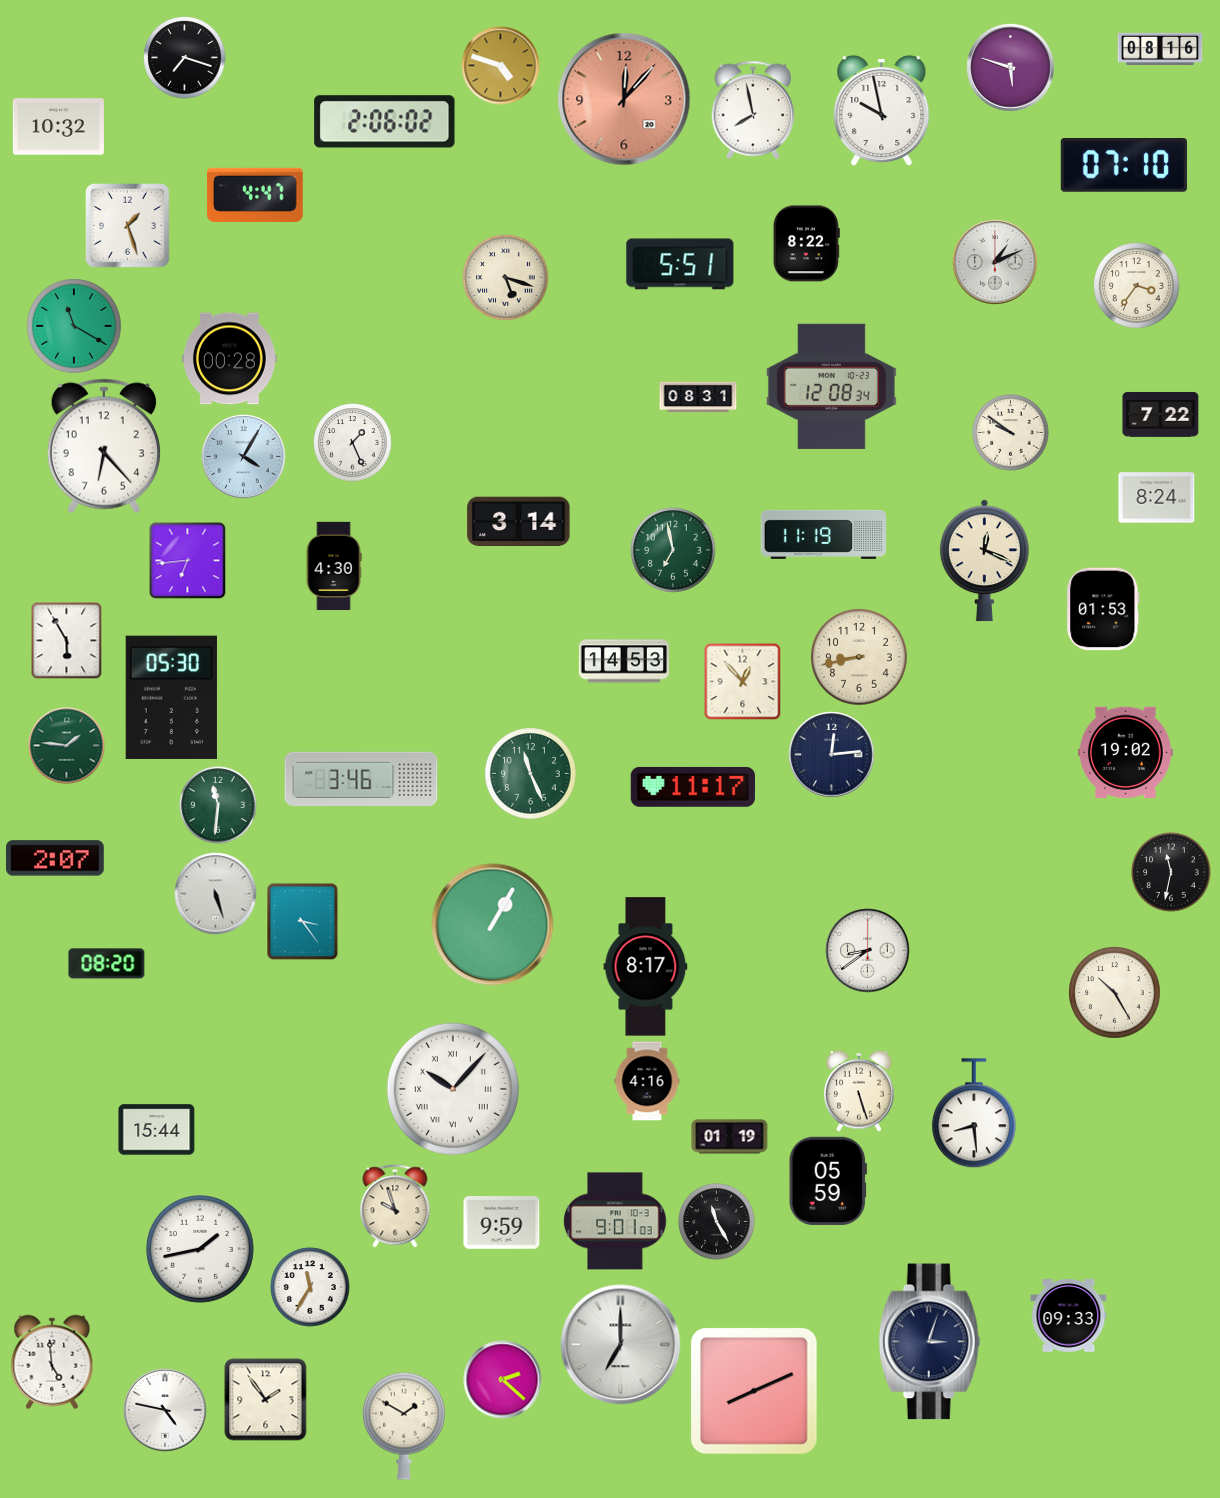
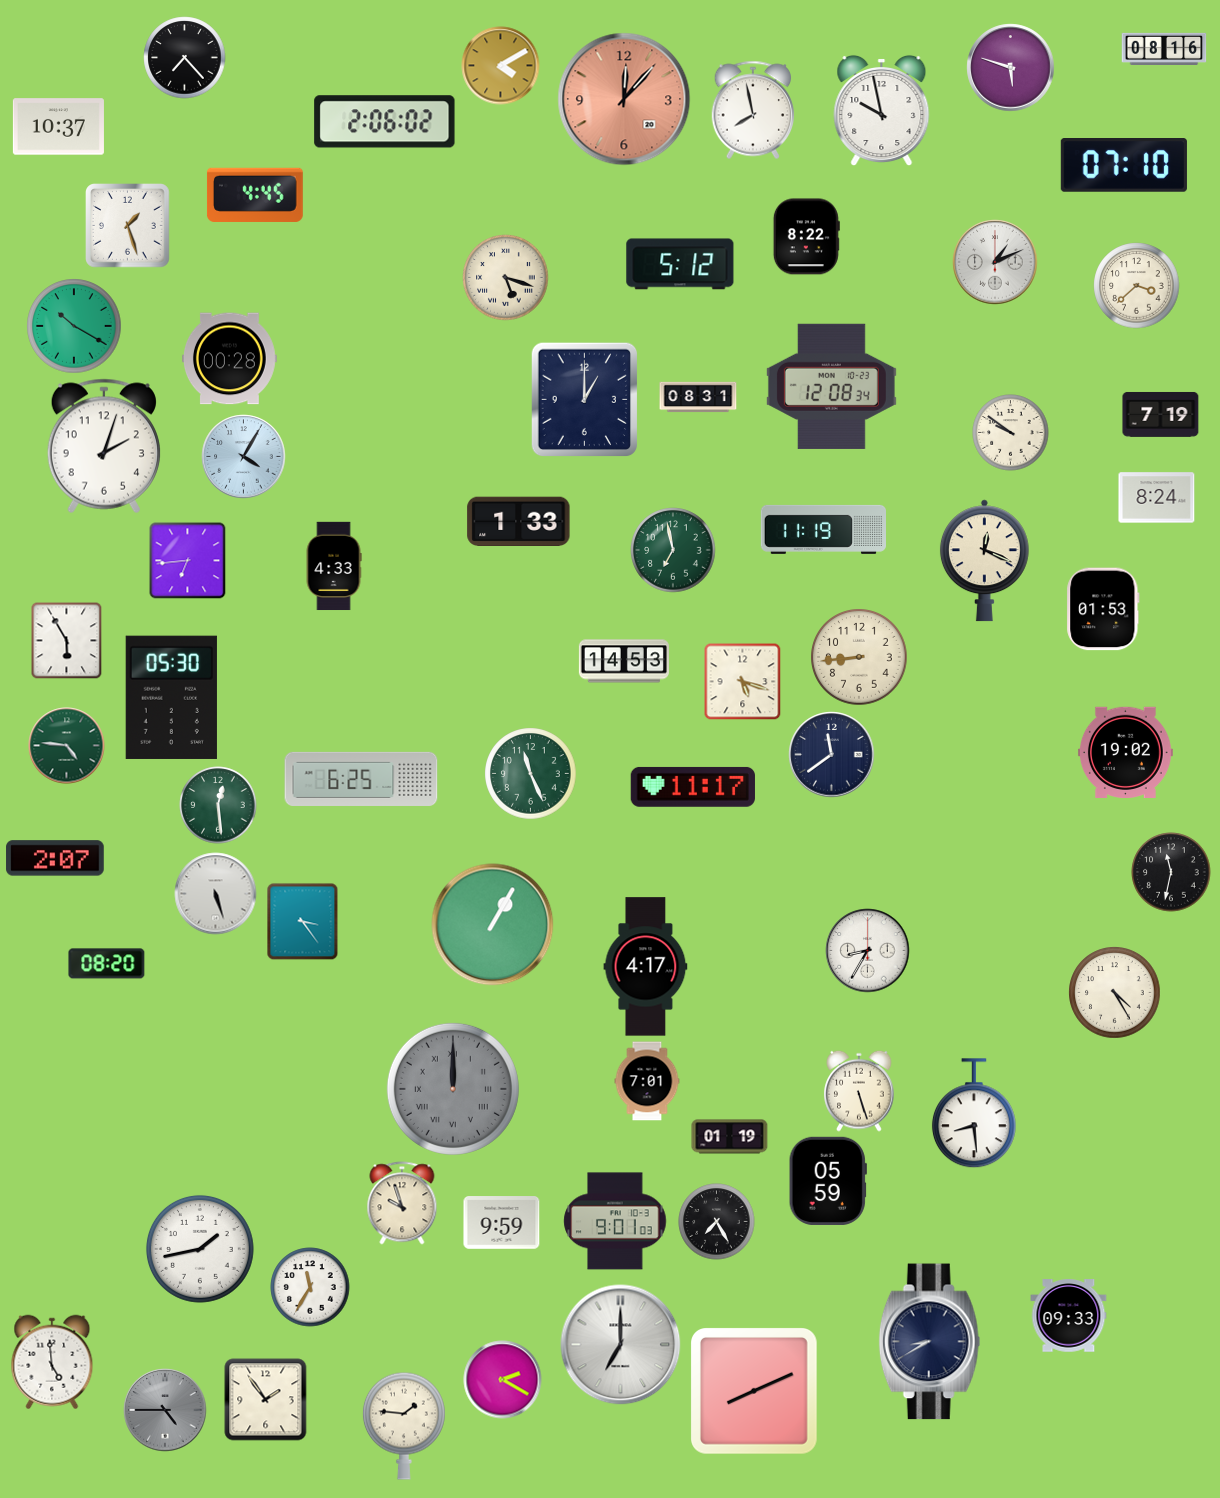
clock at (1160, 48) position: (1160, 48) -> (1164, 48)
clock at (185, 58): 7:18 -> 7:23
clock at (501, 66): 4:48 -> 4:10
clock at (58, 127): 10:32 -> 10:37
clock at (255, 195): 4:47 -> 4:45
clock at (806, 244) position: (806, 244) -> (806, 237)
clock at (680, 264): 5:51 -> 5:12
clock at (1137, 286): 3:36 -> 3:38
clock at (74, 326): 11:20 -> 10:20
clock at (585, 400): none -> 1:00
clock at (1161, 415): 7:22 -> 7:19
clock at (353, 443): 1:26 -> none
clock at (104, 446): 6:23 -> 2:03
clock at (519, 522): 3:14 -> 1:33
clock at (823, 534) position: (823, 534) -> (823, 529)
clock at (334, 566): 4:30 -> 4:33
clock at (859, 657): 8:43 -> 8:44
clock at (742, 681): 12:53 -> 5:18
clock at (67, 746): 1:46 -> 4:46
clock at (832, 755): 12:14 -> 11:39
clock at (361, 779): 3:46 -> 6:25
clock at (218, 805): 11:31 -> 12:29
clock at (868, 951): 8:39 -> 8:35
clock at (646, 967): 8:17 -> 4:17
clock at (1115, 993): 10:25 -> 4:25
clock at (647, 1081): 4:16 -> 7:01
clock at (453, 1089): 10:07 -> 12:00
clock at (453, 1089) dial: white -> grey
clock at (157, 1130): 15:44 -> none
clock at (395, 1206) position: (395, 1206) -> (402, 1203)
clock at (717, 1222): 11:25 -> 7:25
clock at (930, 1342): 3:03 -> 8:40
clock at (503, 1380): 2:22 -> 2:20
clock at (165, 1410): 4:47 -> 4:45
clock at (165, 1410) dial: white -> grey
clock at (404, 1426): 1:50 -> 1:46
